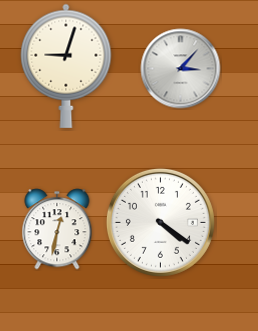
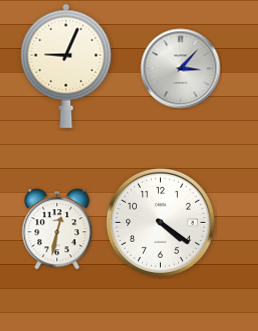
clock at (66, 66): 9:03 -> 9:04
